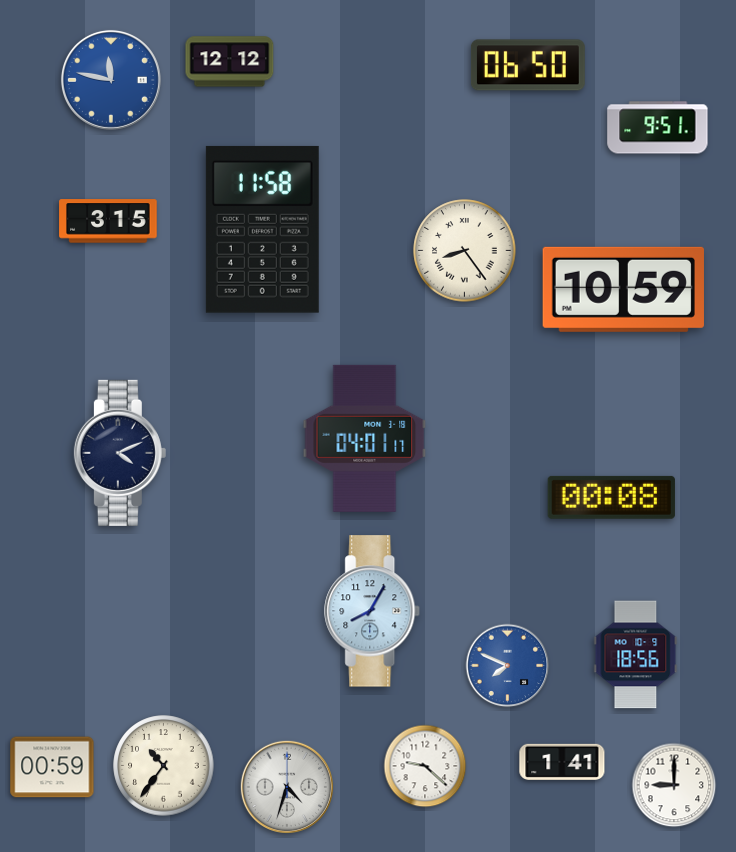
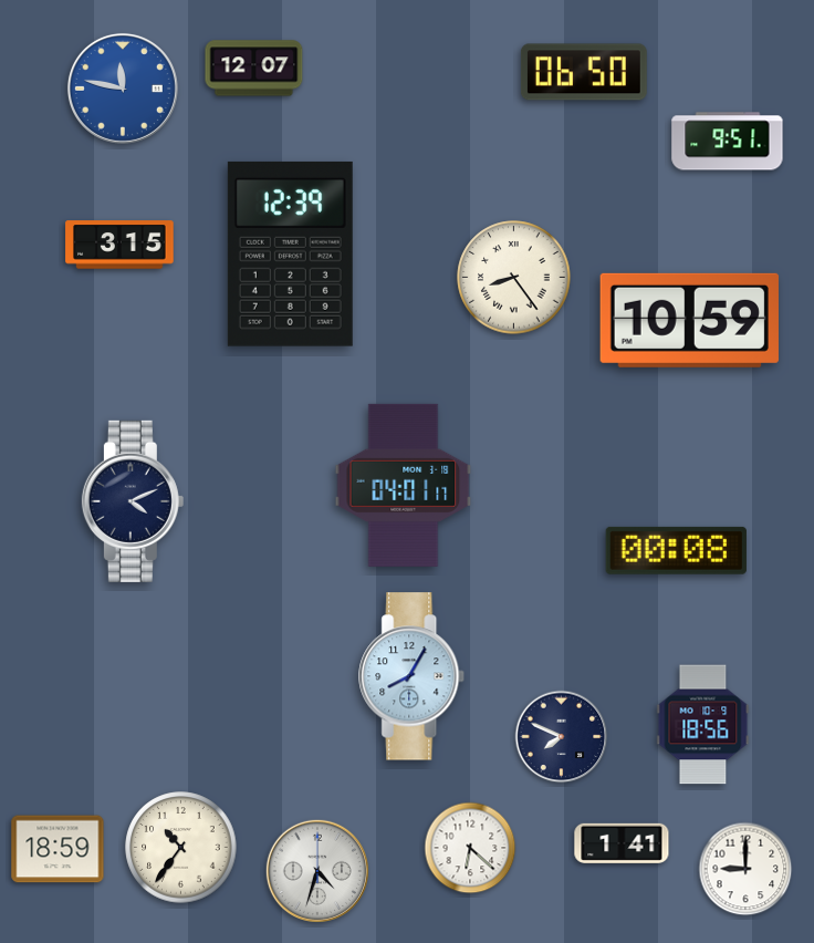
clock at (230, 62): 12:12 -> 12:07
clock at (262, 229): 11:58 -> 12:39
clock at (508, 666) dial: blue -> navy
clock at (425, 766): 9:22 -> 6:22
clock at (52, 767): 00:59 -> 18:59
